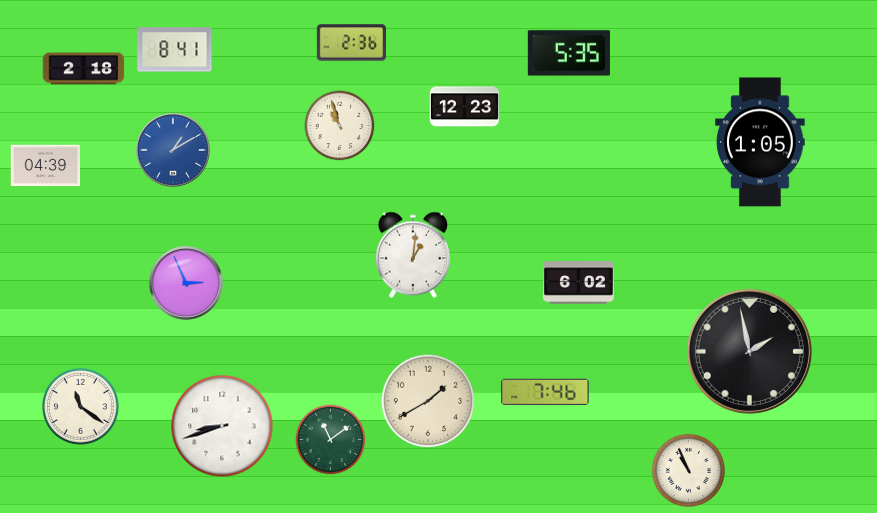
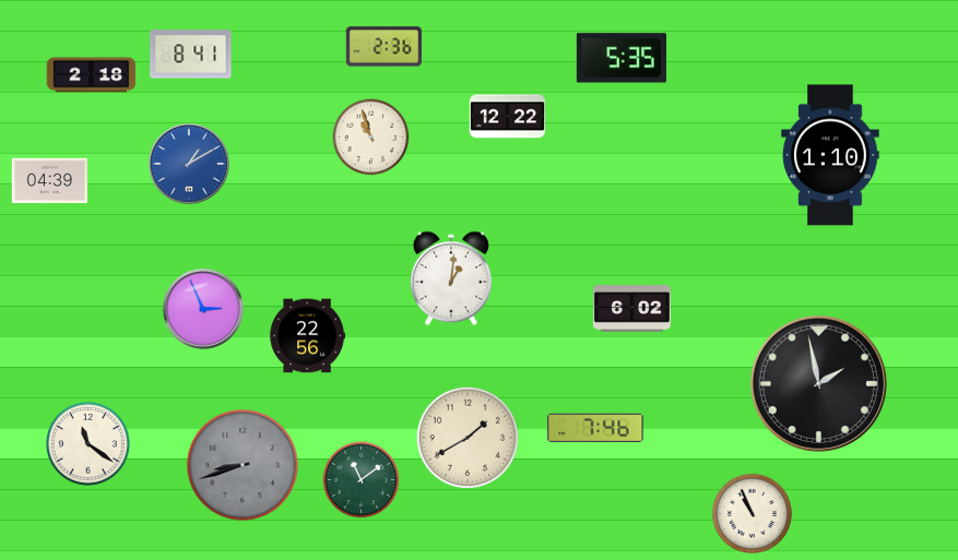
clock at (465, 107): 12:23 -> 12:22
clock at (760, 142): 1:05 -> 1:10
clock at (308, 336): none -> 22:56
clock at (222, 426) dial: white -> grey
